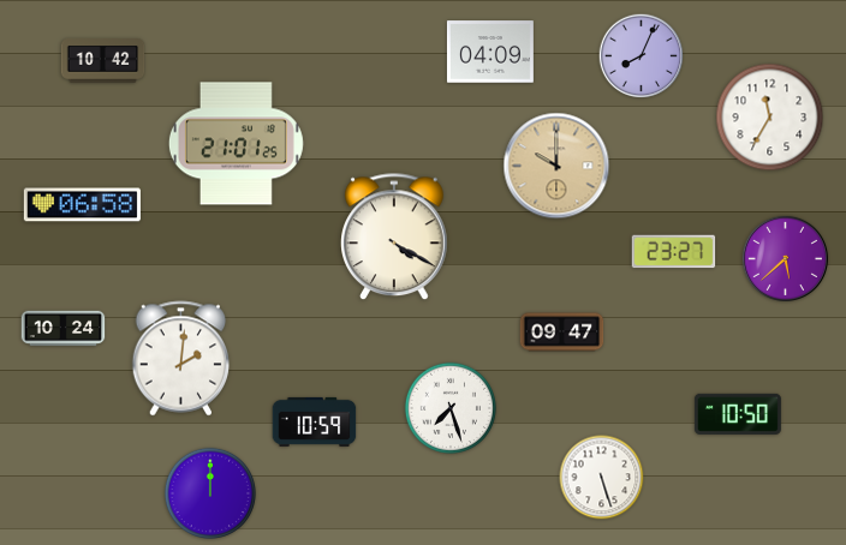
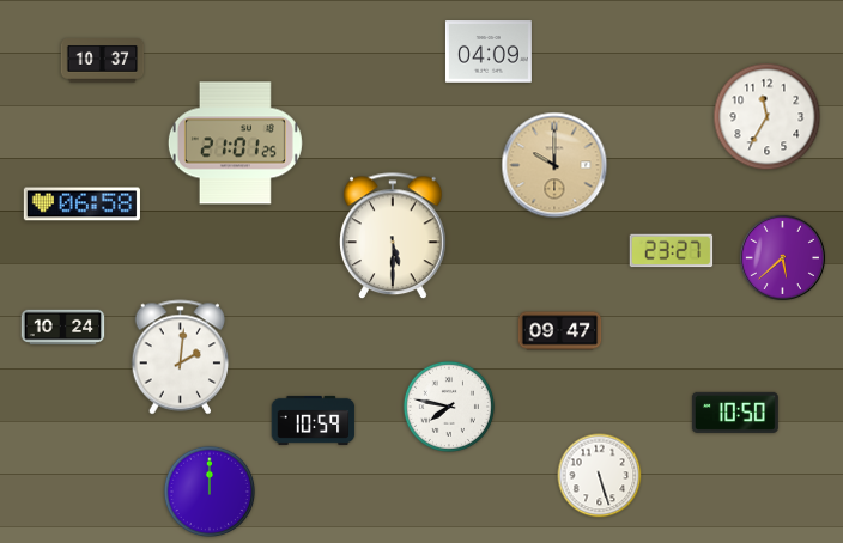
clock at (642, 56): 8:04 -> none
clock at (103, 61): 10:42 -> 10:37
clock at (395, 238): 4:20 -> 5:30
clock at (451, 408): 7:27 -> 7:47
